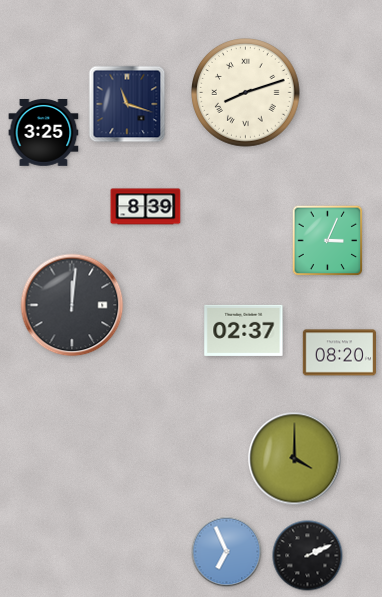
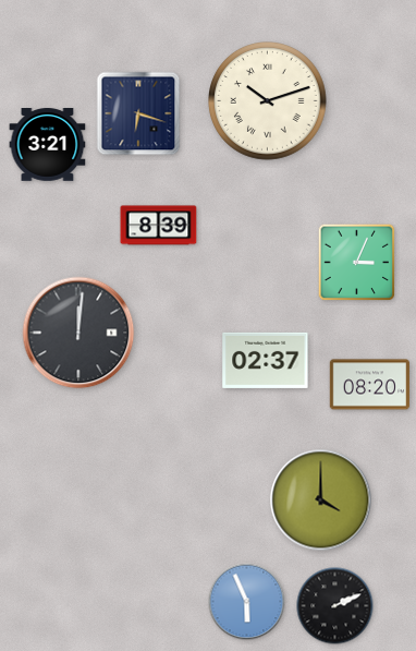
clock at (246, 93): 8:12 -> 10:12
clock at (127, 104): 11:18 -> 6:18
clock at (44, 133): 3:25 -> 3:21
clock at (227, 552): 6:56 -> 5:56
